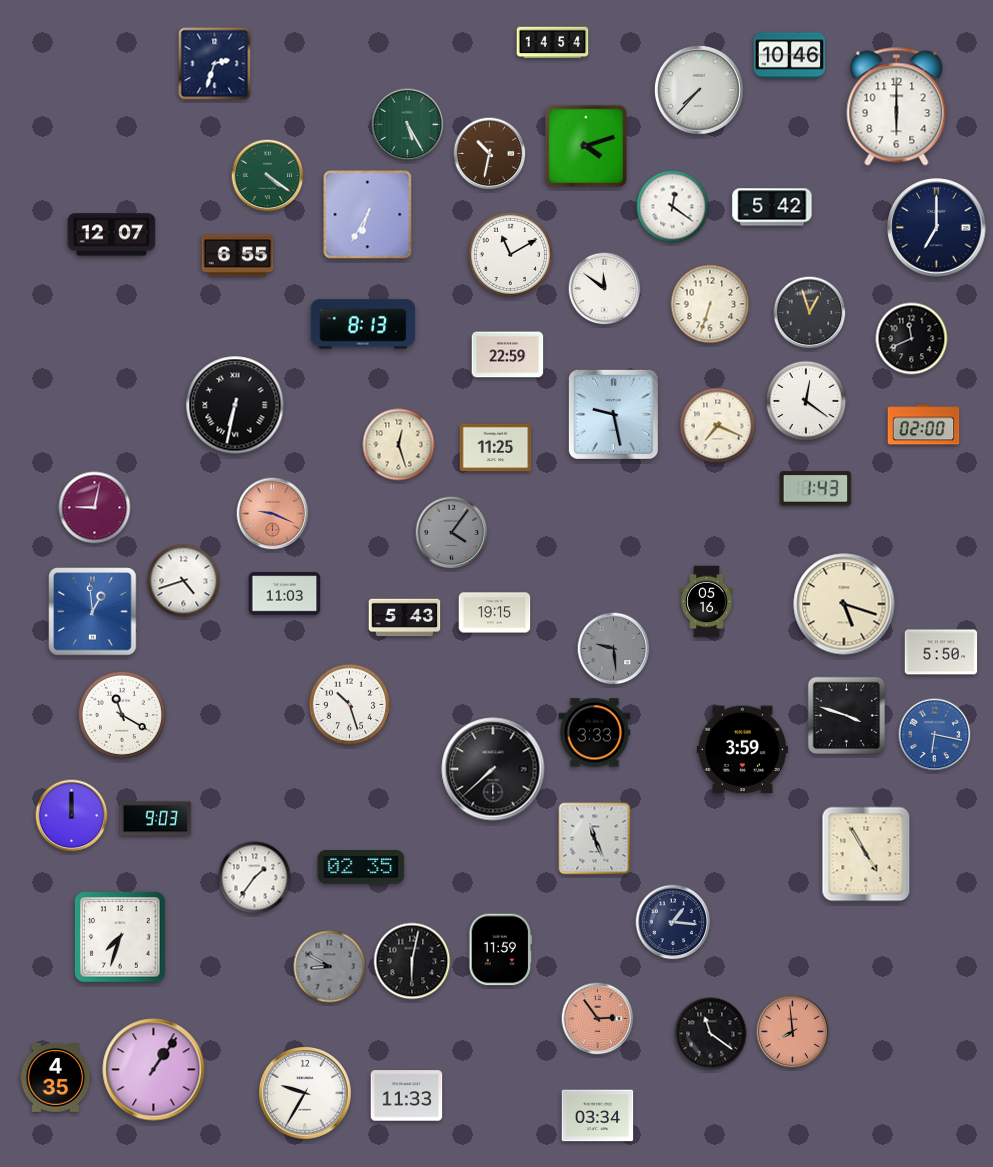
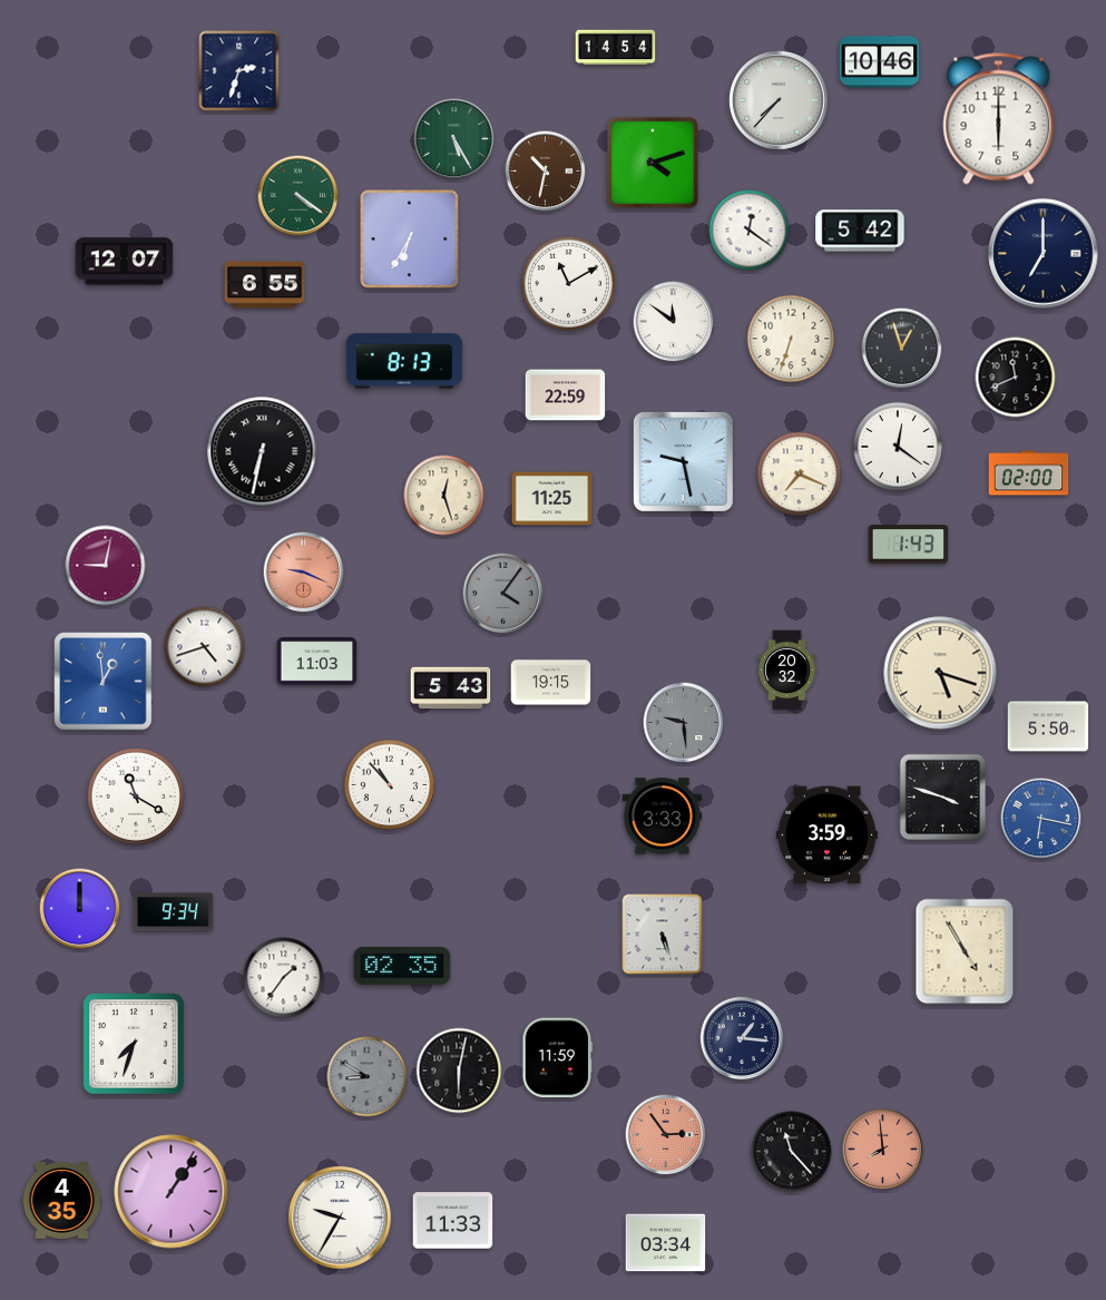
clock at (707, 602): 05:16 -> 20:32
clock at (350, 705): 10:27 -> 10:53
clock at (493, 769): 7:38 -> none
clock at (156, 819): 9:03 -> 9:34
clock at (595, 839): 11:26 -> 5:27
clock at (673, 922) position: (673, 922) -> (742, 1038)
clock at (711, 1034): 11:21 -> 11:23
